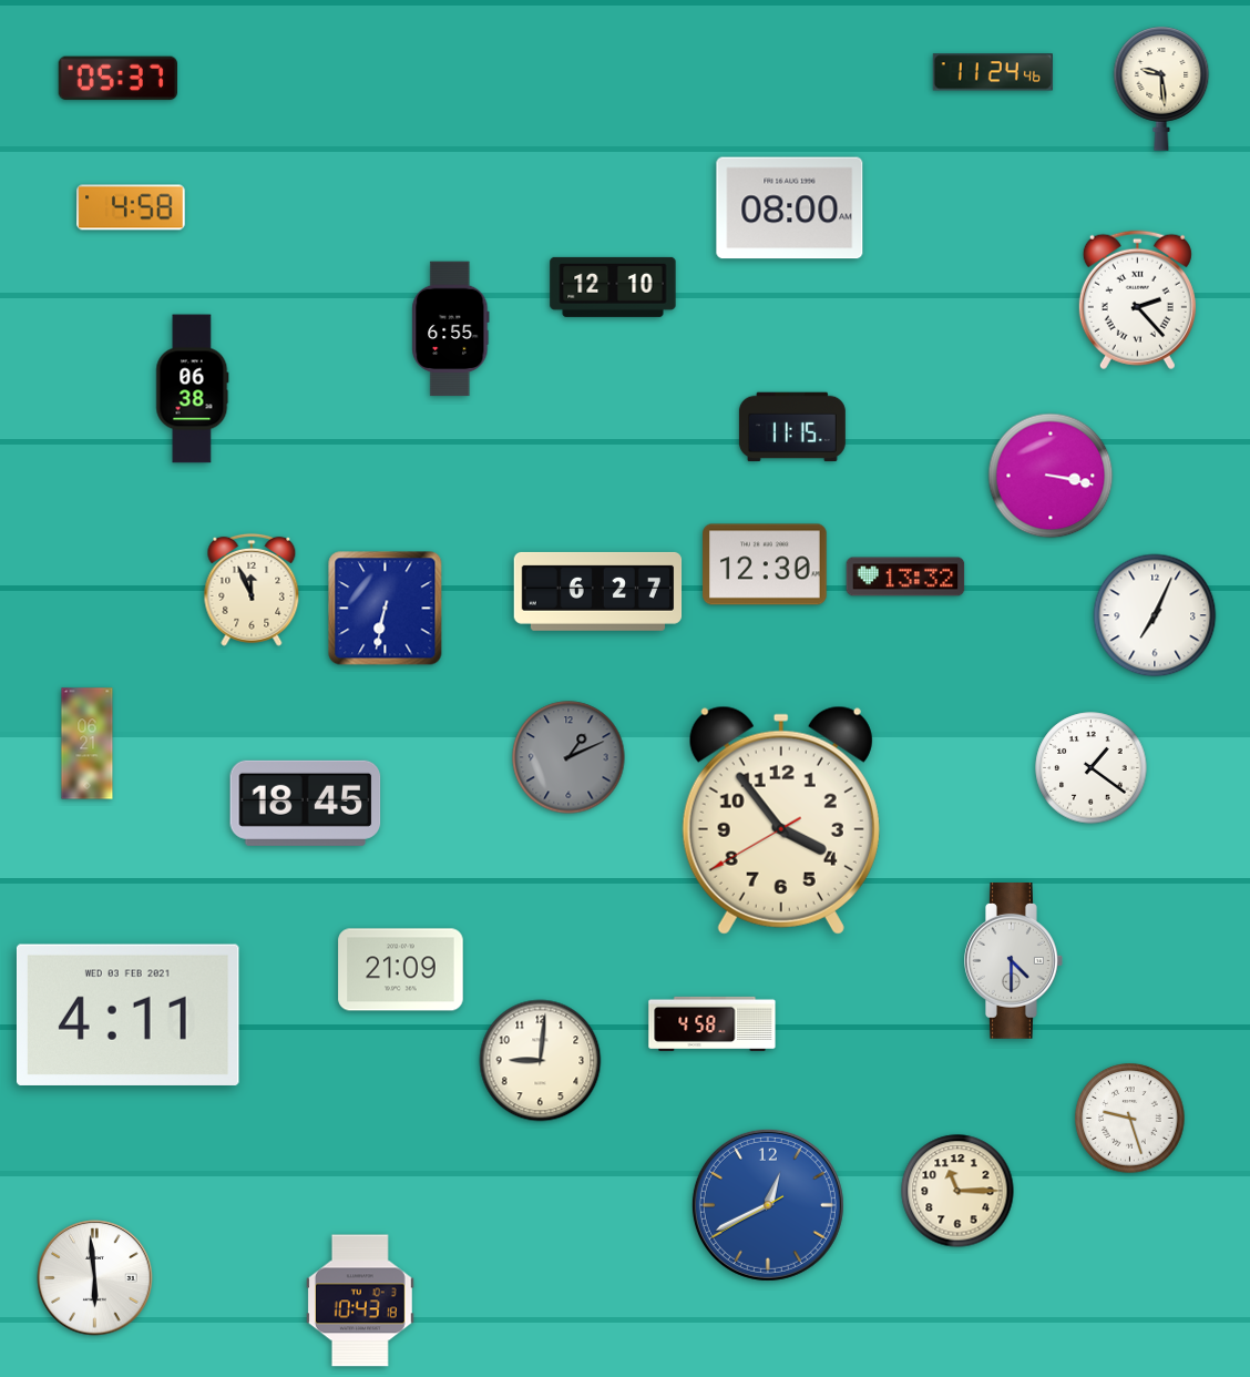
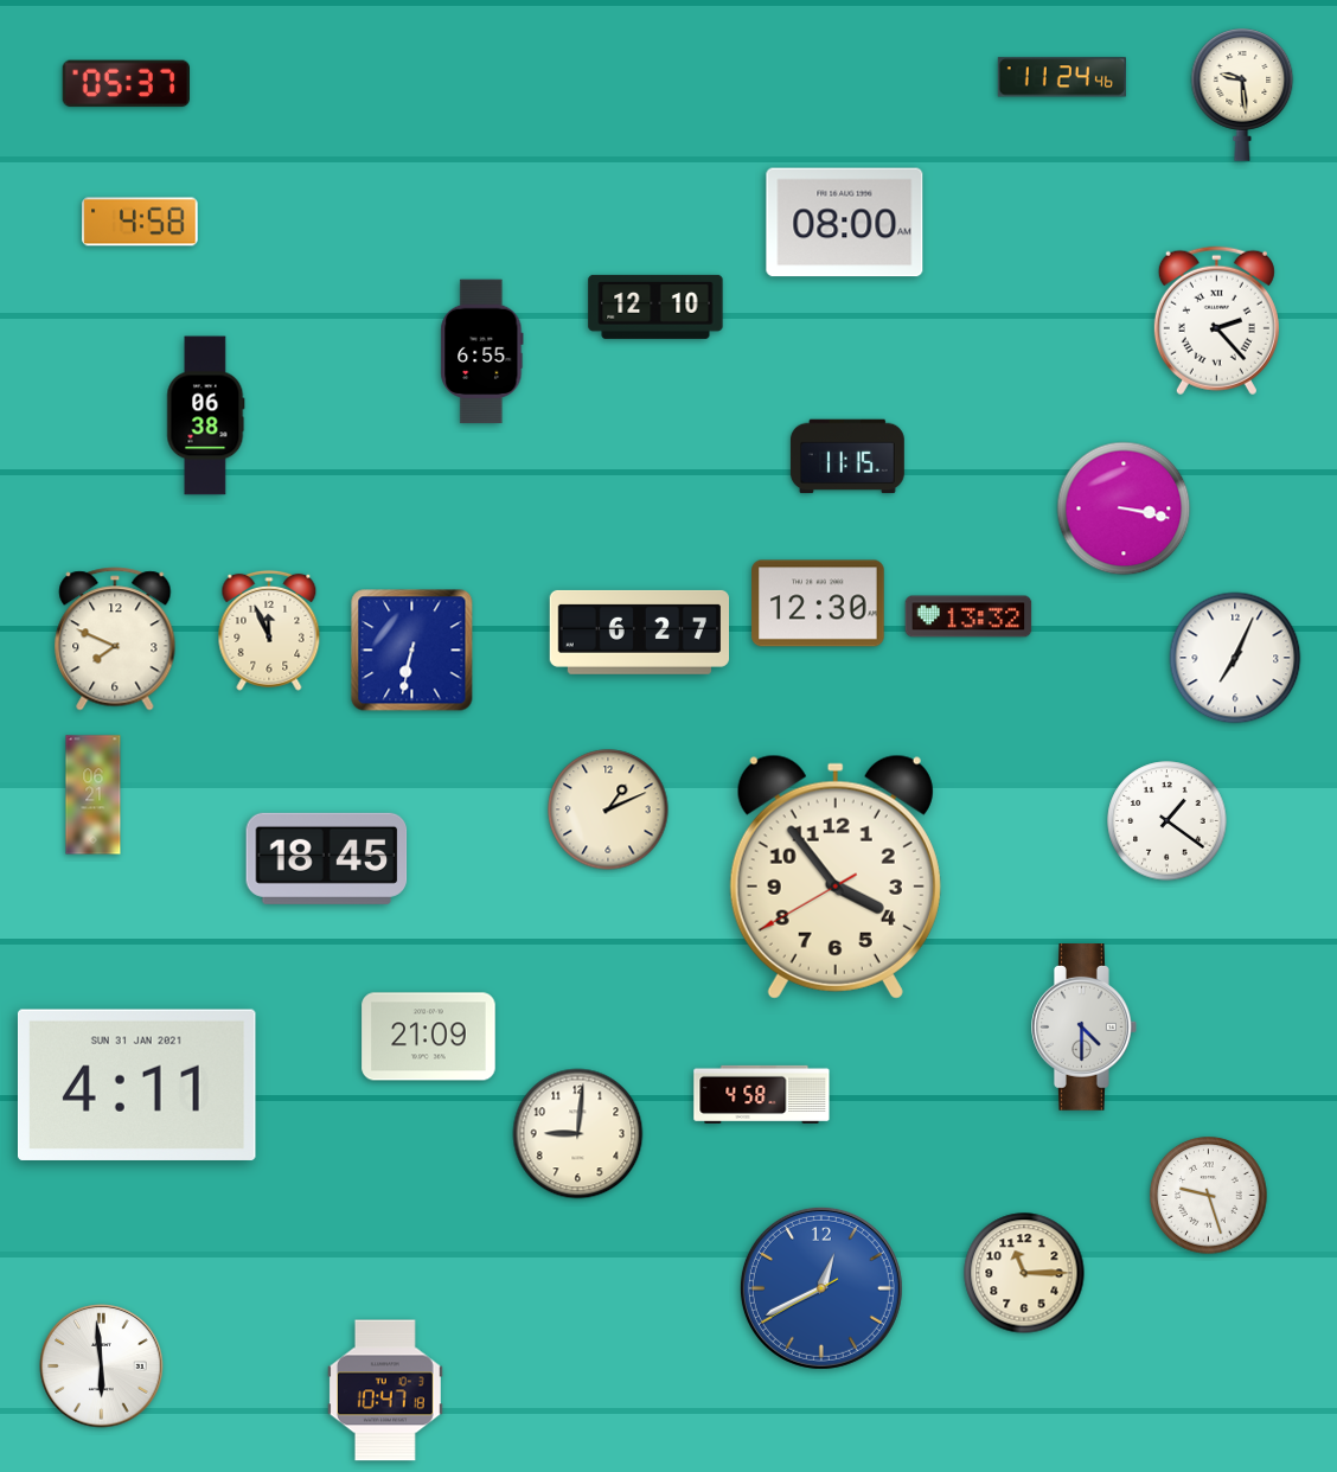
clock at (115, 639): none -> 7:49
clock at (568, 757) dial: grey -> cream
clock at (129, 1014) date: WED 03 FEB 2021 -> SUN 31 JAN 2021
clock at (360, 1300): 10:43 -> 10:47
